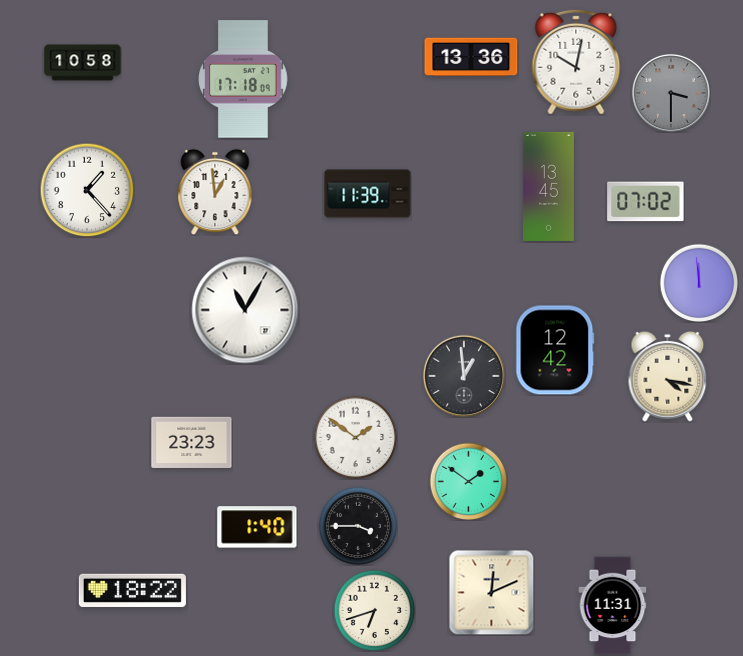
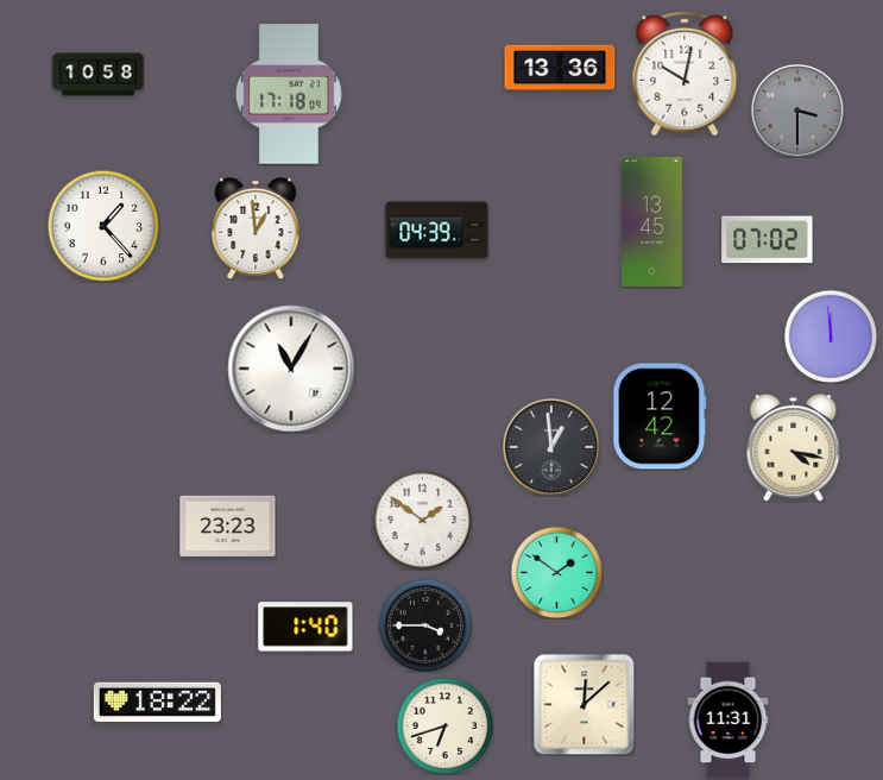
clock at (368, 194): 11:39 -> 04:39
clock at (491, 592): 12:11 -> 12:08
